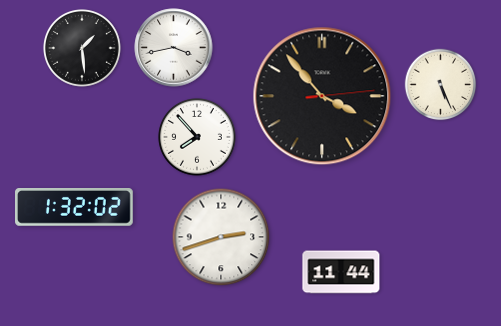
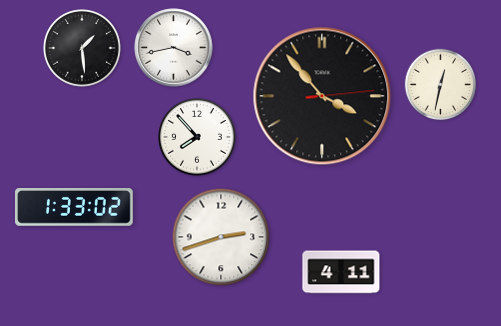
clock at (441, 85): 5:26 -> 12:32
clock at (75, 208): 1:32 -> 1:33
clock at (341, 272): 11:44 -> 4:11
